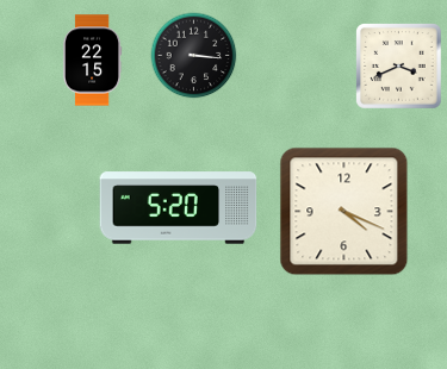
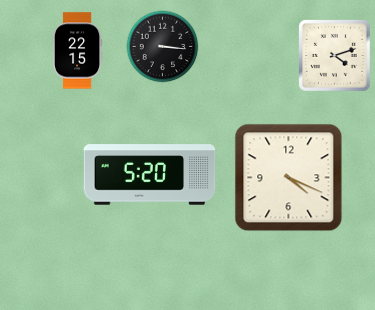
clock at (399, 67): 3:41 -> 4:12
